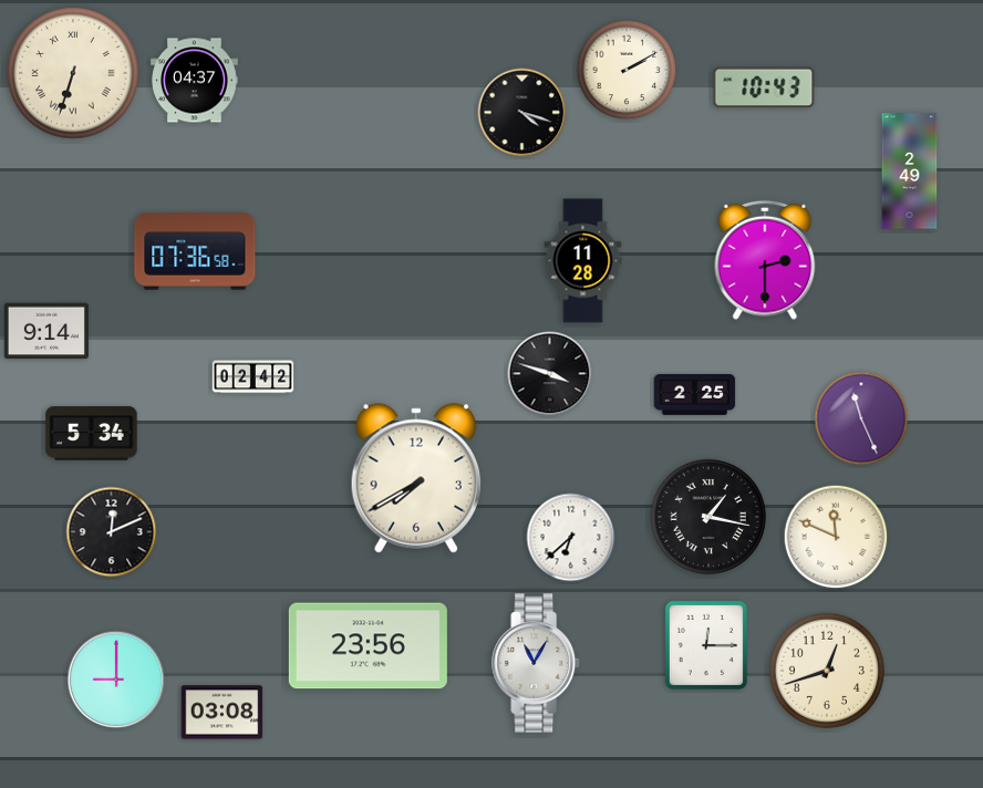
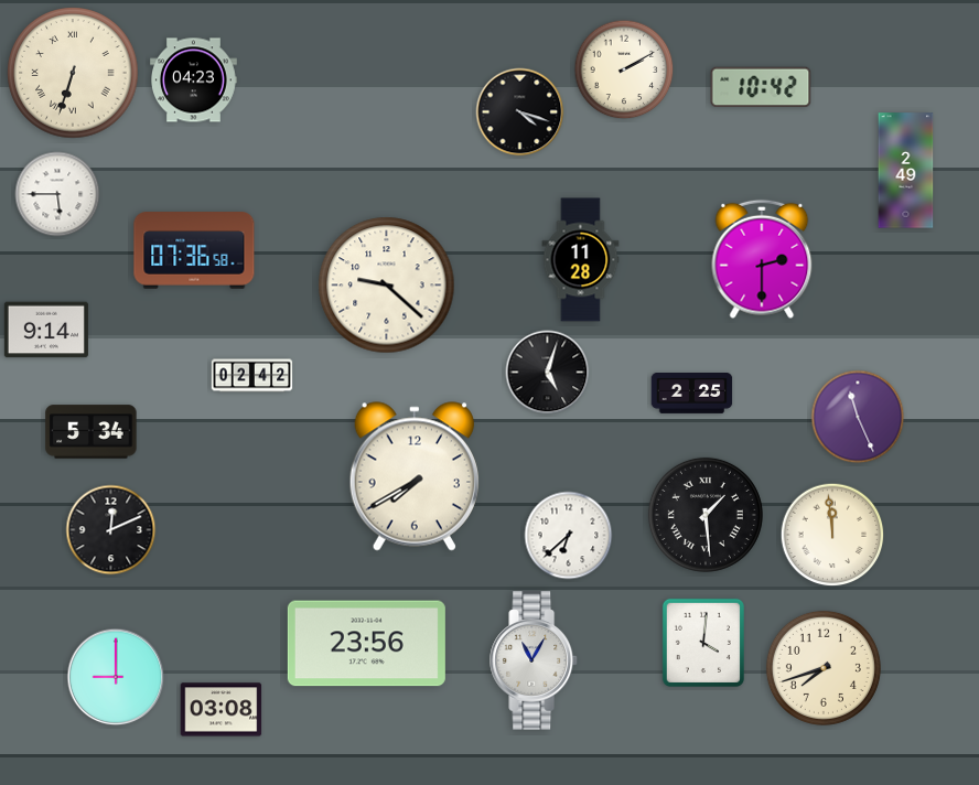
clock at (195, 81): 04:37 -> 04:23
clock at (764, 87): 10:43 -> 10:42
clock at (57, 194): none -> 5:45
clock at (387, 286): none -> 9:22
clock at (550, 374): 3:48 -> 5:03
clock at (708, 517): 1:17 -> 1:29
clock at (836, 537): 11:49 -> 11:59
clock at (706, 645): 12:15 -> 4:01
clock at (827, 671): 12:42 -> 7:42
